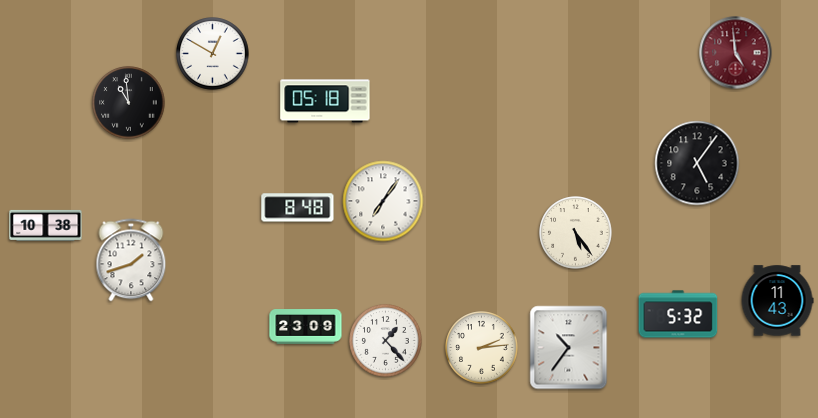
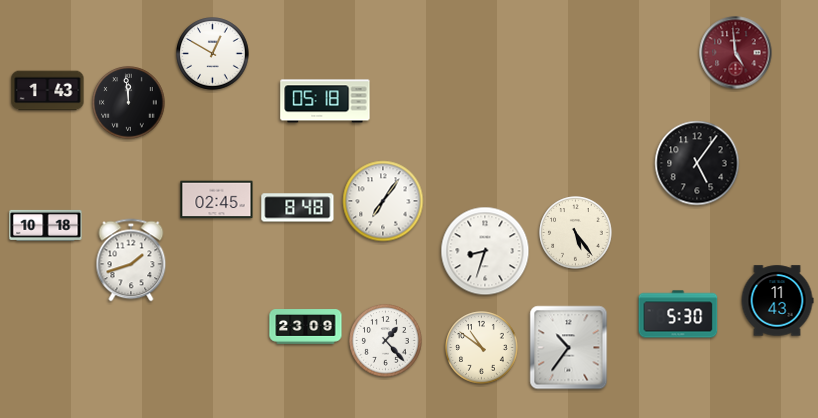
clock at (48, 91): none -> 1:43
clock at (129, 103): 10:59 -> 11:59
clock at (217, 200): none -> 02:45
clock at (46, 225): 10:38 -> 10:18
clock at (485, 251): none -> 8:33
clock at (678, 314): 5:32 -> 5:30
clock at (482, 348): 2:14 -> 10:51
